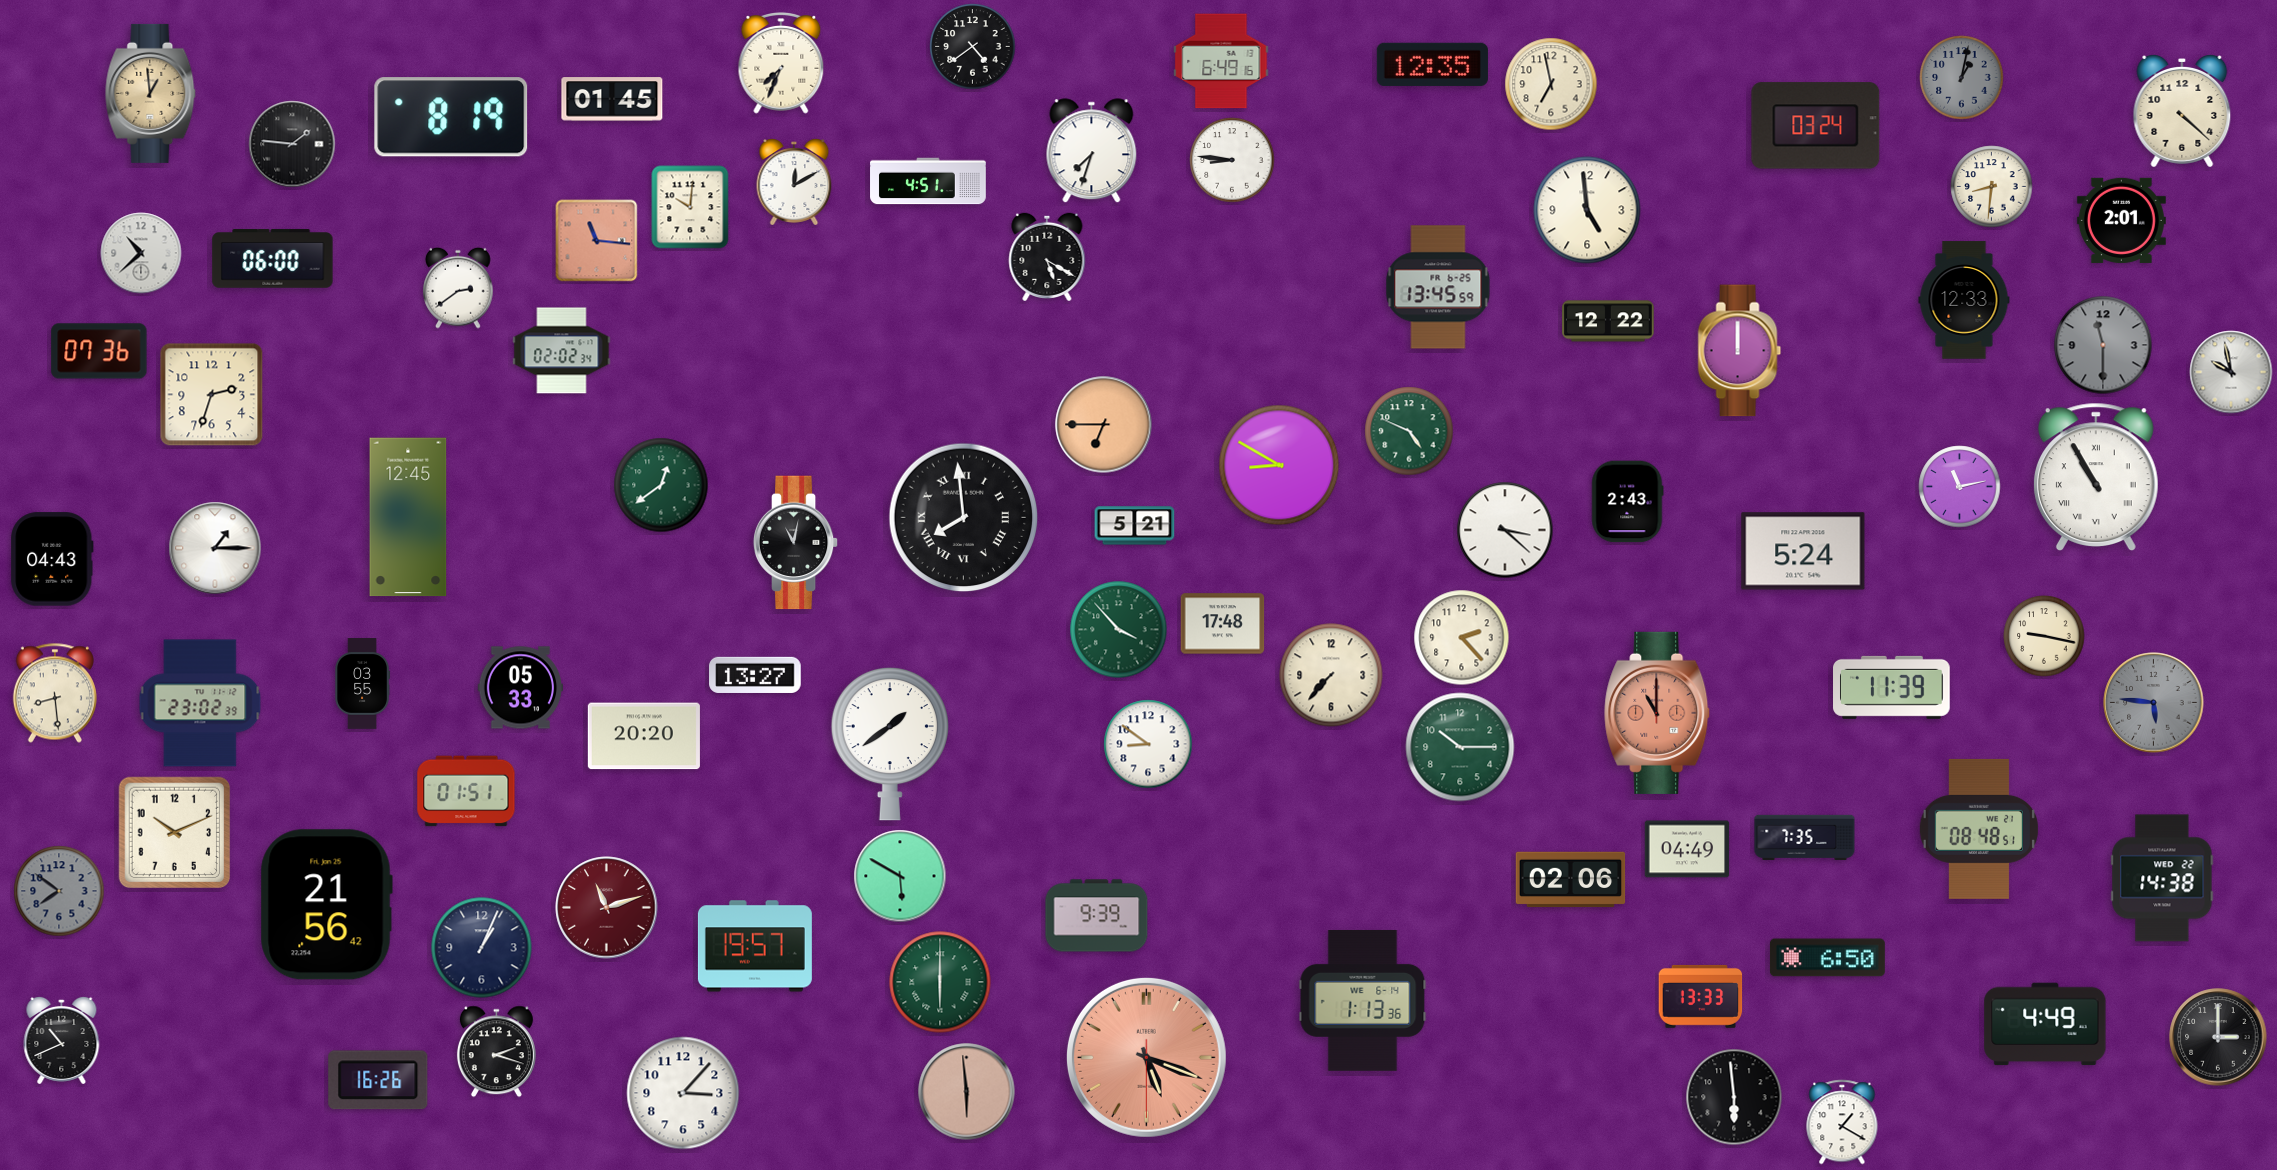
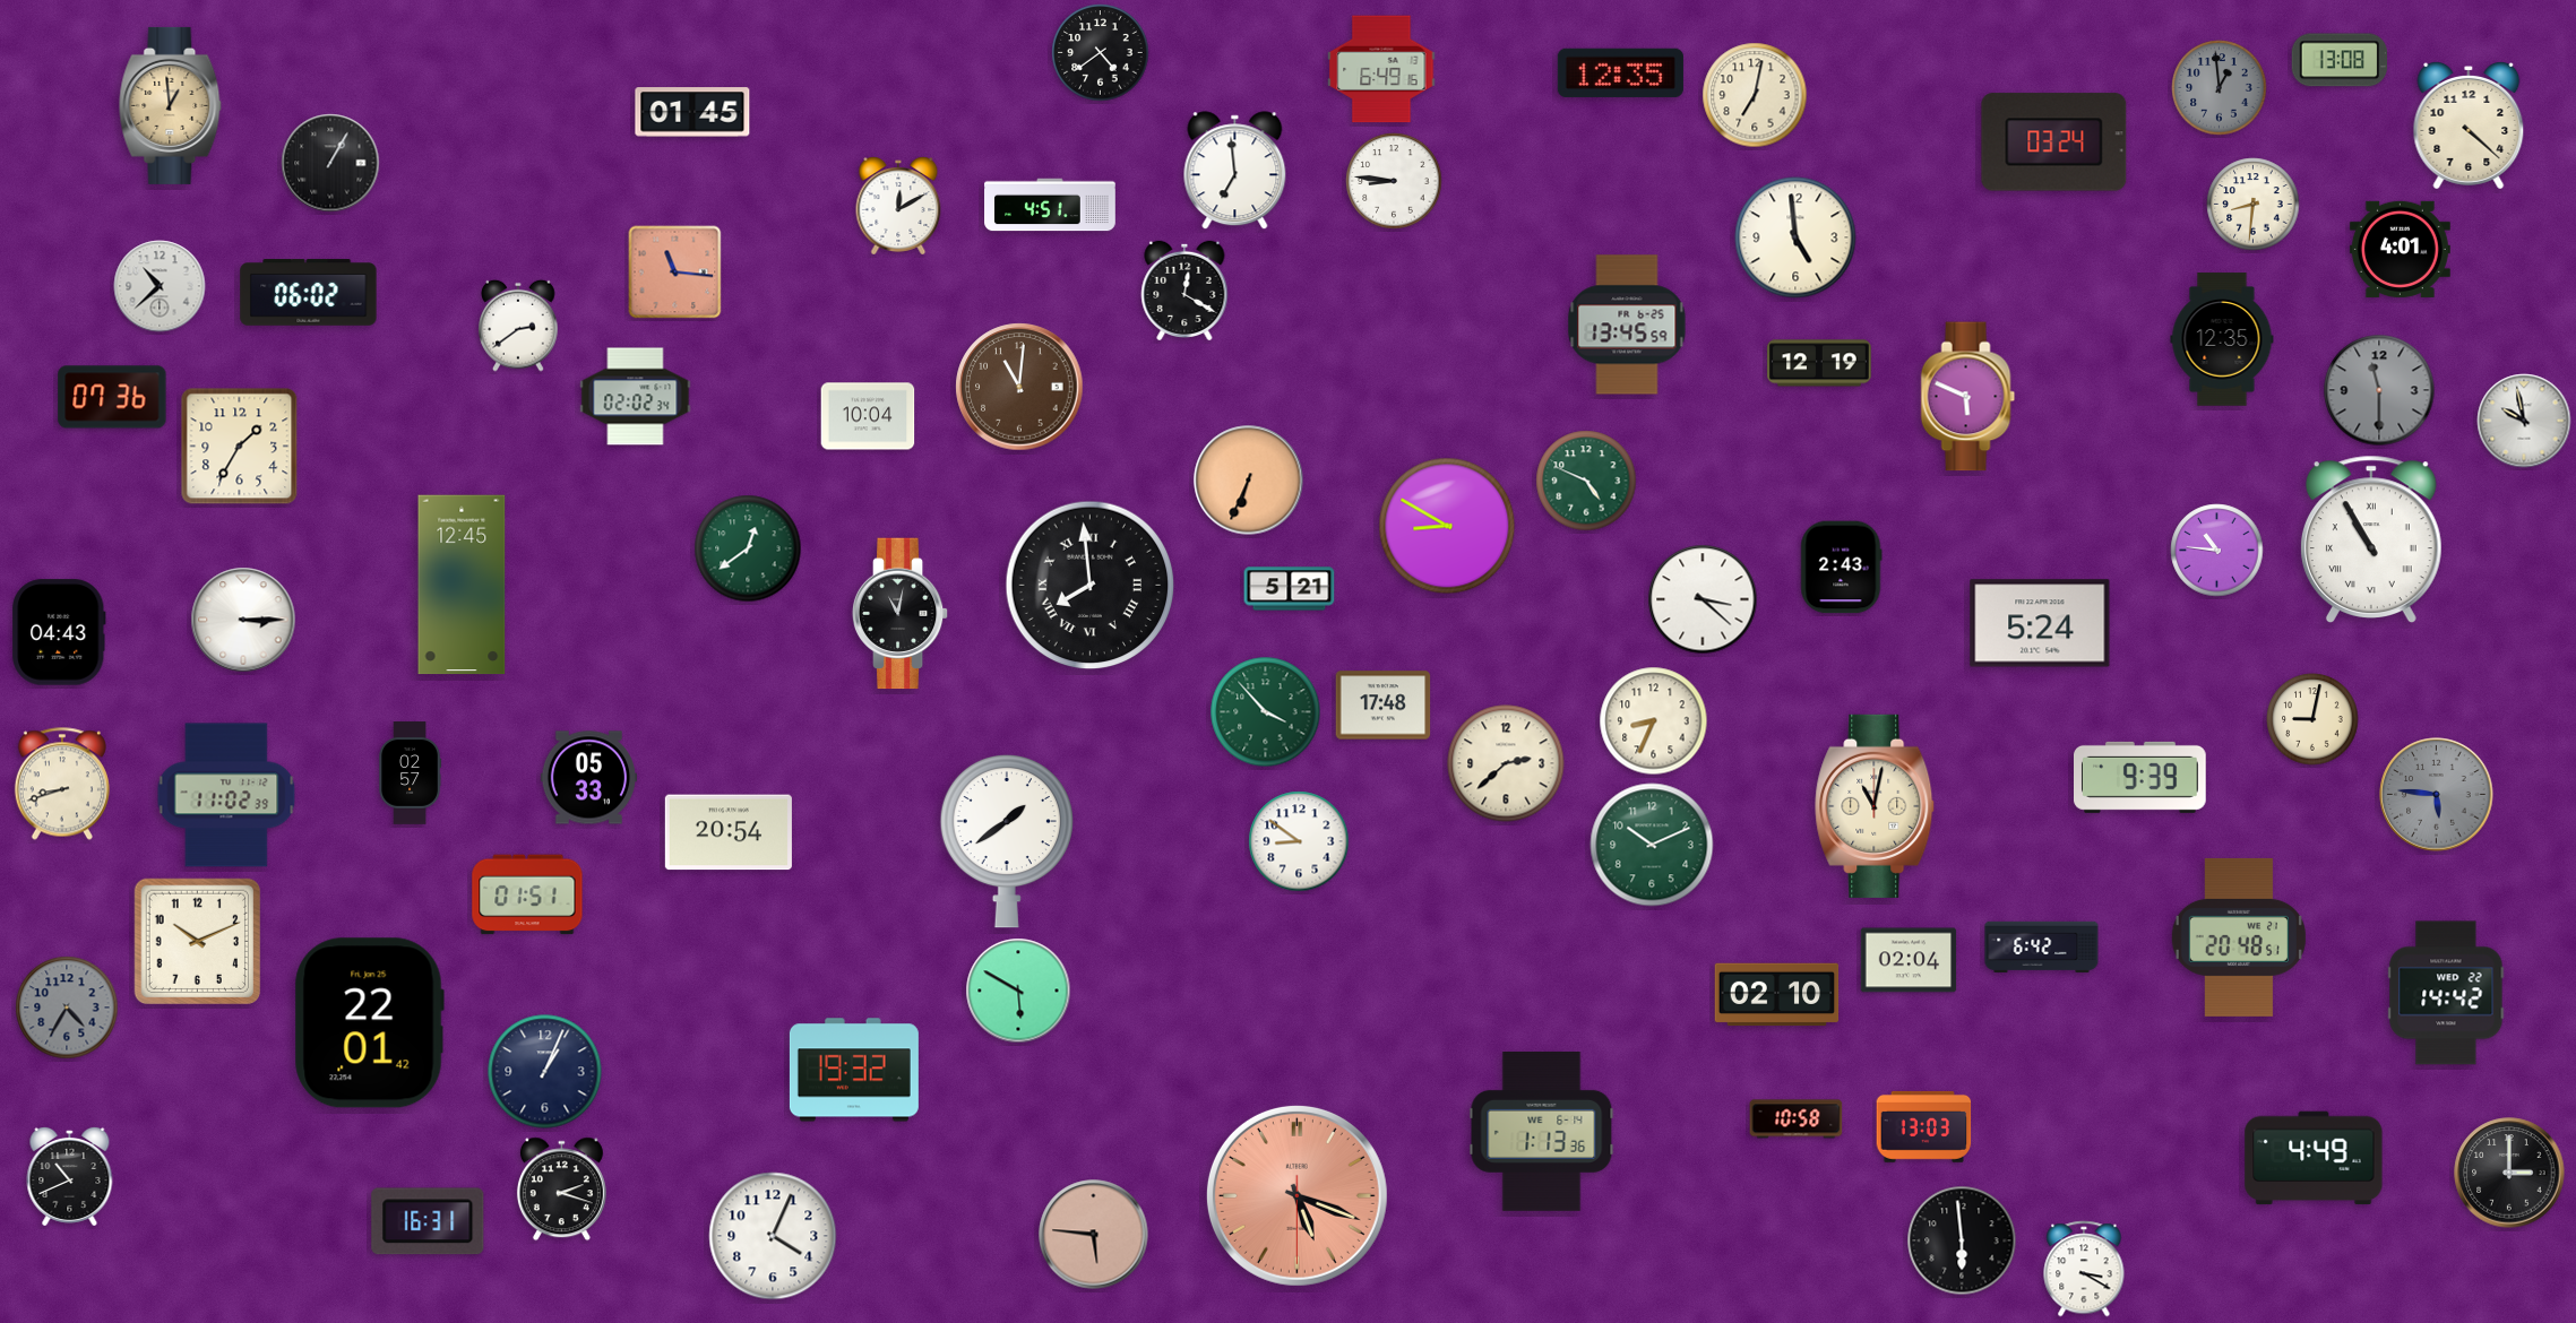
clock at (2338, 60): none -> 13:08
clock at (781, 63): 7:34 -> none
clock at (1962, 78): 1:02 -> 12:59
clock at (1551, 84): 6:58 -> 7:02
clock at (451, 117): 8:19 -> none
clock at (292, 144): 1:46 -> 1:05
clock at (1092, 151): 7:33 -> 6:59
clock at (1992, 187) position: (1992, 187) -> (2254, 205)
clock at (690, 207): 10:01 -> none
clock at (2121, 220): 2:01 -> 4:01
clock at (1047, 256): 5:20 -> 12:20
clock at (273, 259): 06:00 -> 06:02
clock at (1964, 300): 12:33 -> 12:35
clock at (1608, 321): 12:22 -> 12:19
clock at (1019, 387): none -> 11:01
clock at (1740, 351): 12:00 -> 5:49
clock at (868, 416): none -> 10:04
clock at (212, 395): 2:33 -> 1:35
clock at (1104, 425): 6:45 -> 6:34
clock at (1409, 431) position: (1409, 431) -> (1586, 481)
clock at (1960, 487): 11:13 -> 10:46
clock at (1135, 526) position: (1135, 526) -> (1290, 589)
clock at (215, 548): 1:15 -> 3:15
clock at (2044, 636): 9:17 -> 9:02
clock at (1462, 638): 2:23 -> 8:34
clock at (755, 675): 13:27 -> none
clock at (1331, 675): 7:37 -> 2:38
clock at (362, 684): 03:55 -> 02:57
clock at (1892, 687): 11:39 -> 9:39
clock at (55, 693): 8:29 -> 8:42
clock at (200, 703): 23:02 -> 11:02
clock at (1658, 713): 11:00 -> 11:02
clock at (1658, 713) dial: salmon -> cream
clock at (644, 736): 20:20 -> 20:54
clock at (1460, 747): 10:15 -> 10:11
clock at (1979, 829): 08:48 -> 20:48
clock at (1805, 837): 7:35 -> 6:42
clock at (1687, 849): 04:49 -> 02:04
clock at (2162, 878): 14:38 -> 14:42
clock at (1571, 880): 02:06 -> 02:10
clock at (59, 891): 7:51 -> 4:35
clock at (326, 905): 21:56 -> 22:01
clock at (607, 908): 11:12 -> none
clock at (1097, 916): 9:39 -> none
clock at (755, 946): 19:57 -> 19:32
clock at (1827, 958): 6:50 -> none
clock at (940, 982): 6:00 -> none
clock at (1797, 1119): none -> 10:58
clock at (1701, 996): 13:33 -> 13:03
clock at (378, 1080): 16:26 -> 16:31
clock at (967, 1092): 5:59 -> 5:46
clock at (683, 1093): 3:07 -> 4:04
clock at (1842, 1122): 1:20 -> 3:20
